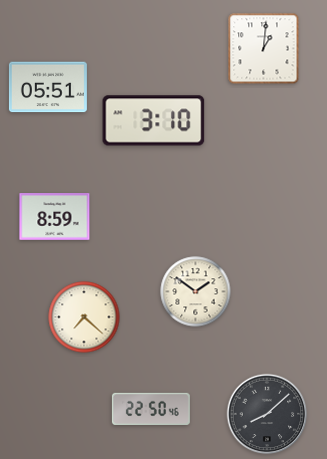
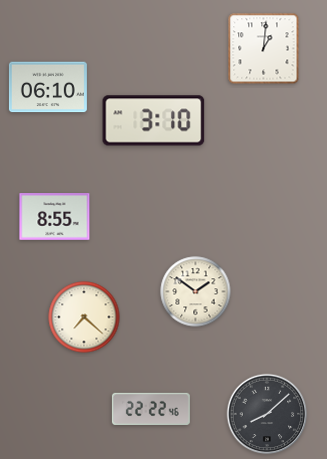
clock at (48, 87): 05:51 -> 06:10
clock at (55, 217): 8:59 -> 8:55
clock at (151, 409): 22:50 -> 22:22
